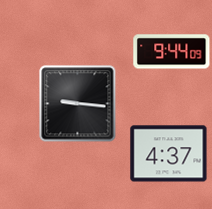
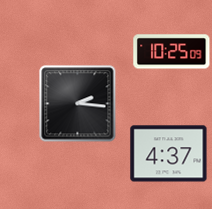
clock at (172, 52): 9:44 -> 10:25
clock at (78, 104): 9:16 -> 2:16
